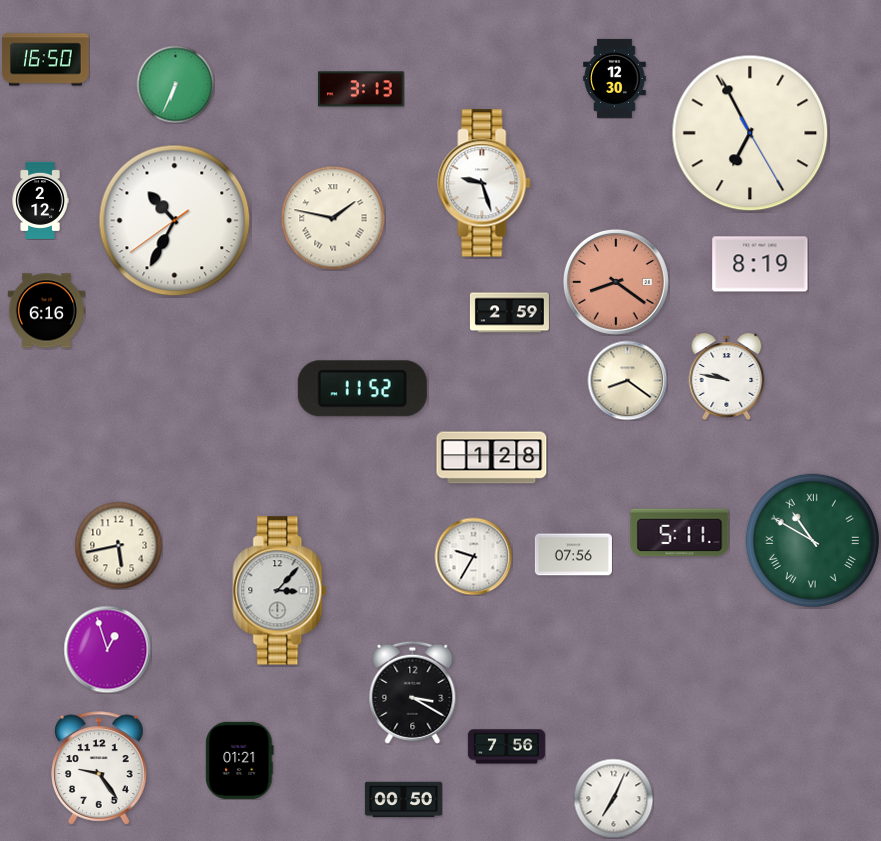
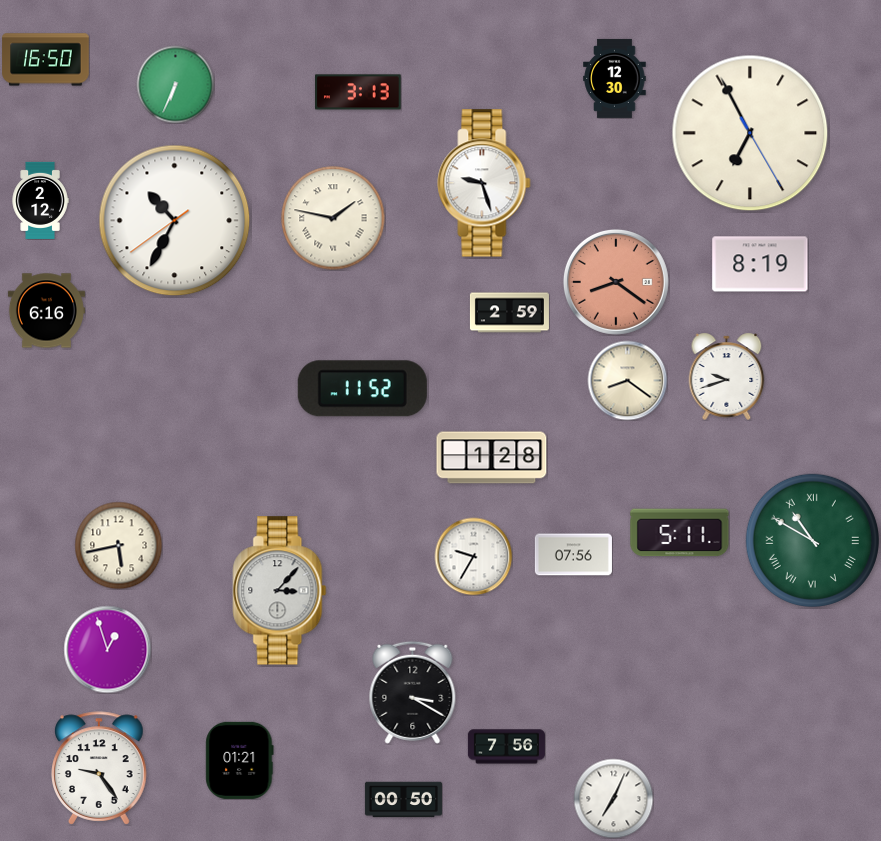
clock at (361, 89) position: (361, 89) -> (358, 92)
clock at (727, 376): 9:47 -> 9:42
